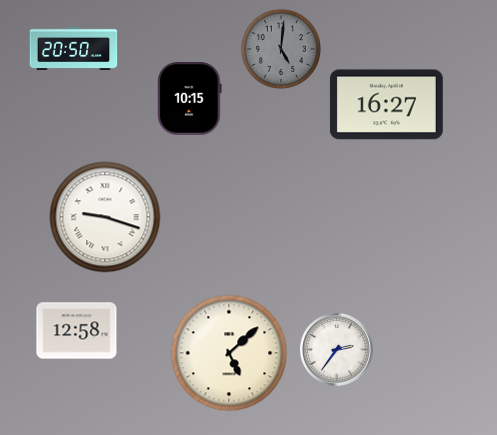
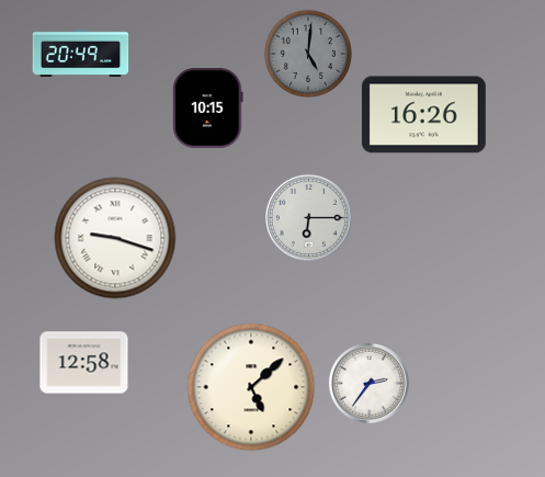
clock at (74, 48): 20:50 -> 20:49
clock at (386, 105): 16:27 -> 16:26
clock at (308, 217): none -> 6:15
